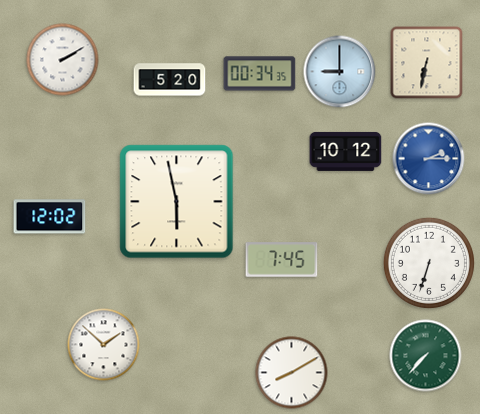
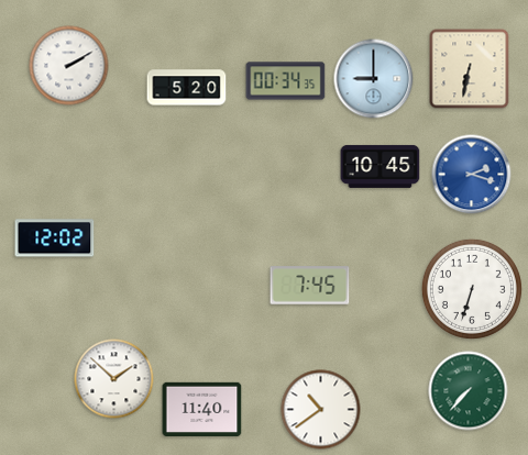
clock at (346, 151): 10:12 -> 10:45
clock at (429, 159): 2:15 -> 2:18
clock at (177, 202): 5:58 -> none
clock at (202, 409): none -> 11:40
clock at (292, 373): 8:10 -> 10:39
